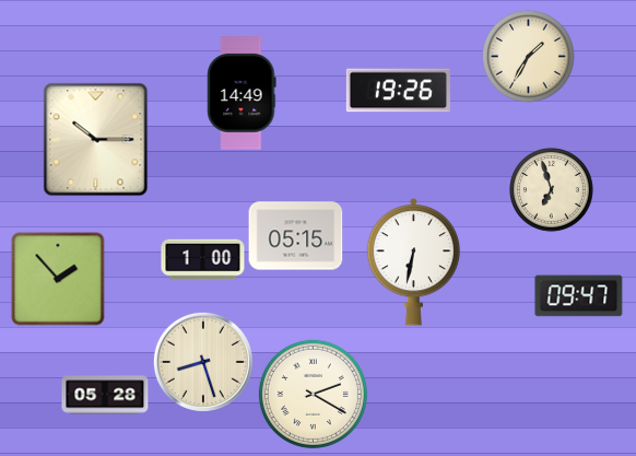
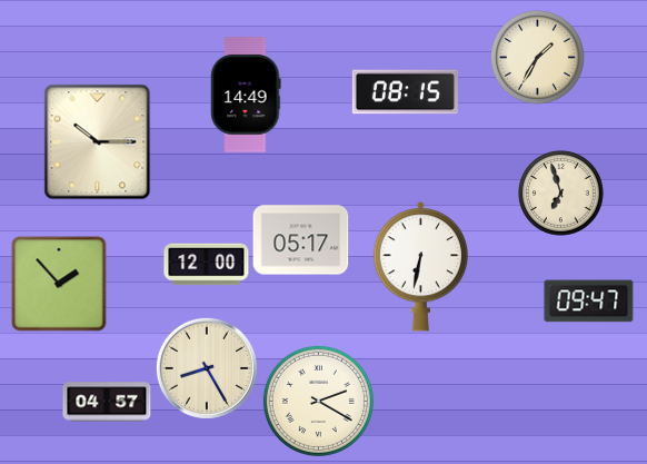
clock at (398, 91): 19:26 -> 08:15
clock at (296, 236): 05:15 -> 05:17
clock at (203, 260): 1:00 -> 12:00
clock at (203, 362): 8:27 -> 8:25
clock at (105, 395): 05:28 -> 04:57
